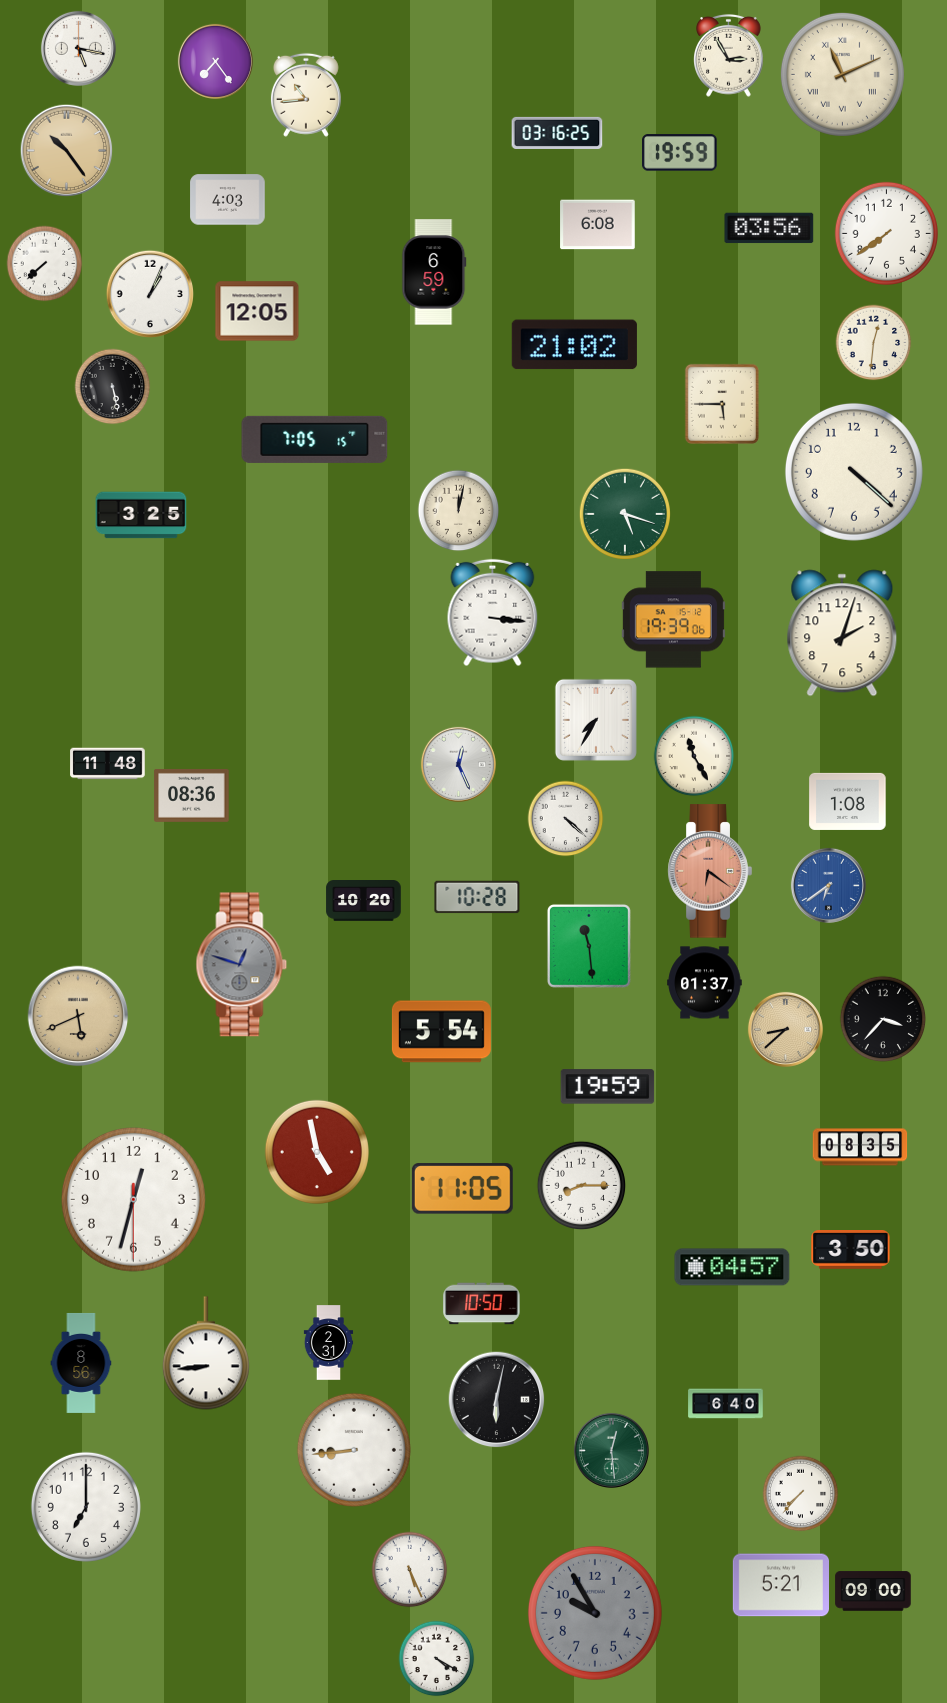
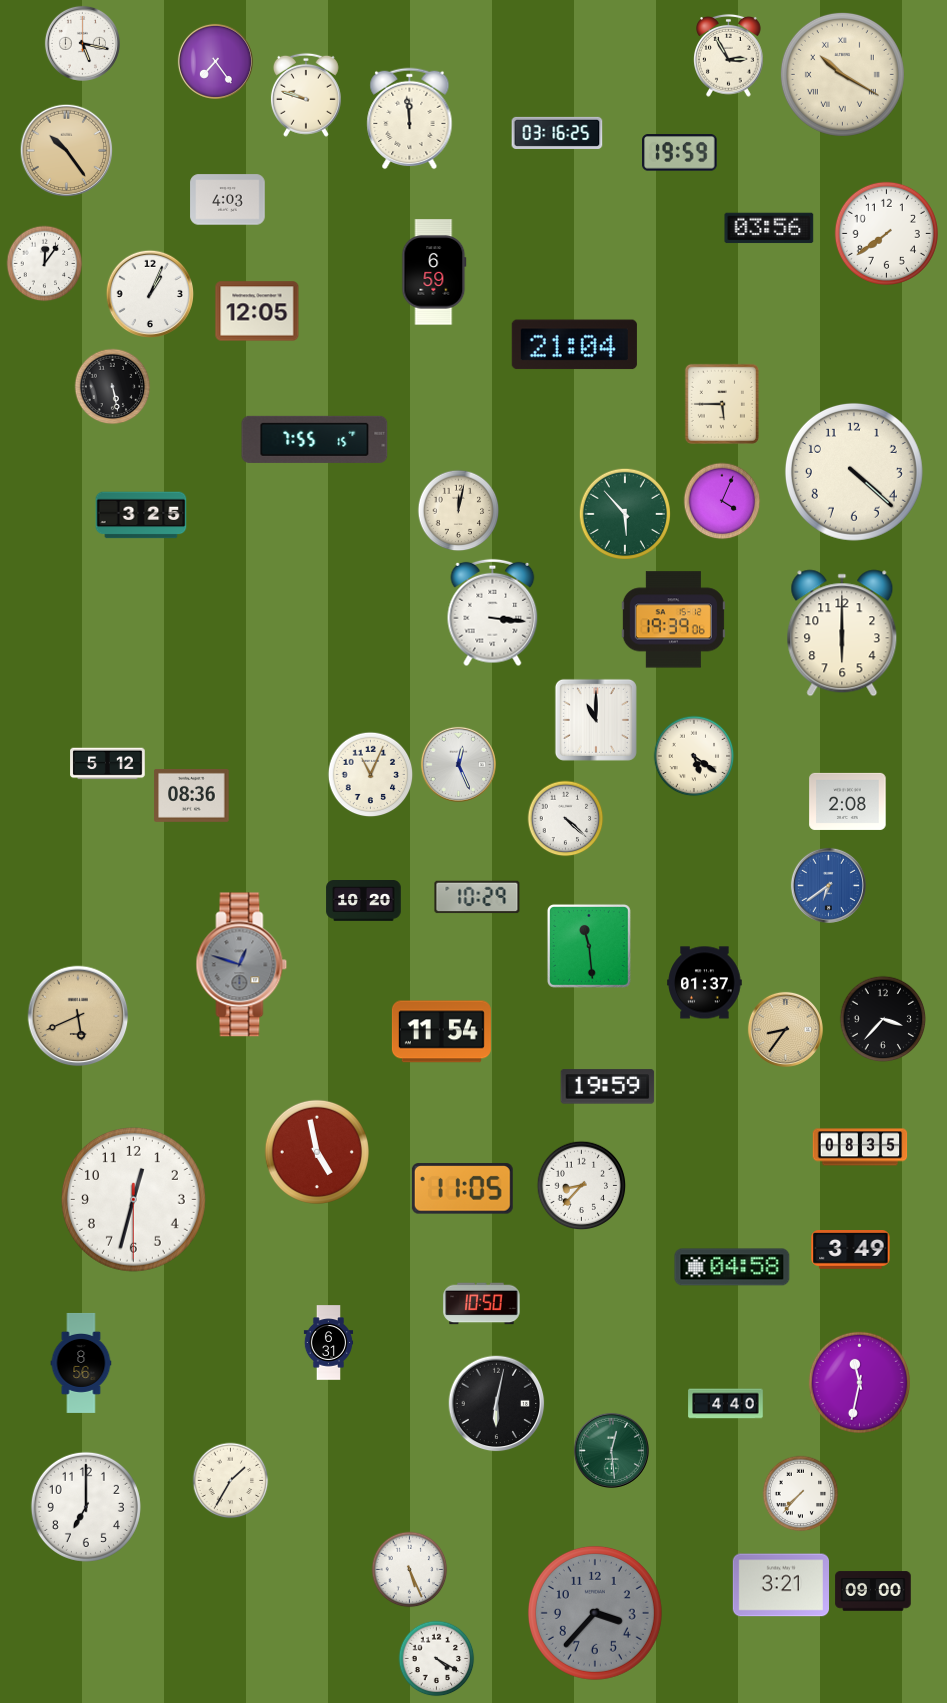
clock at (78, 48) position: (78, 48) -> (82, 43)
clock at (842, 74): 11:11 -> 10:20
clock at (306, 95): 10:44 -> 9:48
clock at (410, 119): none -> 11:59
clock at (598, 225): 6:08 -> none
clock at (45, 264): 7:38 -> 12:06
clock at (874, 343): 12:31 -> none
clock at (574, 345): 21:02 -> 21:04
clock at (315, 439): 7:05 -> 7:55
clock at (722, 501): none -> 4:04
clock at (625, 514): 5:18 -> 5:53
clock at (842, 633): 2:03 -> 6:00
clock at (596, 720): 7:35 -> 11:00
clock at (694, 756): 11:25 -> 5:21
clock at (108, 764): 11:48 -> 5:12
clock at (371, 775): none -> 11:04
clock at (848, 801): 1:08 -> 2:08
clock at (710, 871): 6:21 -> none
clock at (477, 897): 10:28 -> 10:29
clock at (785, 1029): 8:38 -> 8:36
clock at (441, 1032): 5:54 -> 11:54
clock at (582, 1186): 8:15 -> 8:37
clock at (851, 1250): 3:50 -> 3:49
clock at (732, 1267): 04:57 -> 04:58
clock at (329, 1343): 2:31 -> 6:31
clock at (206, 1353): 8:44 -> none
clock at (859, 1382): none -> 11:32
clock at (497, 1400) position: (497, 1400) -> (497, 1404)
clock at (726, 1404): 6:40 -> 4:40
clock at (354, 1450): 8:44 -> none
clock at (231, 1481): none -> 1:35
clock at (780, 1585): 5:21 -> 3:21
clock at (595, 1613): 9:55 -> 3:37
